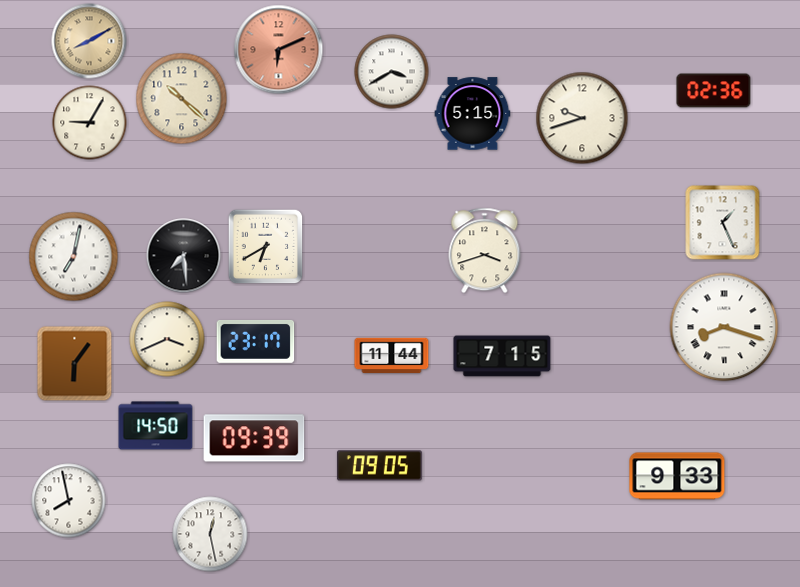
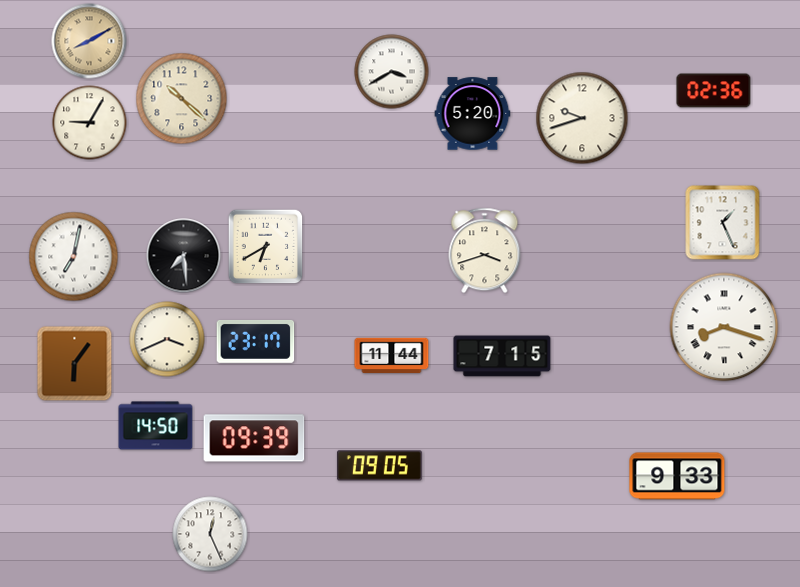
clock at (279, 50): 6:11 -> none
clock at (473, 114): 5:15 -> 5:20
clock at (69, 501): 7:58 -> none
clock at (210, 534): 12:28 -> 12:26
